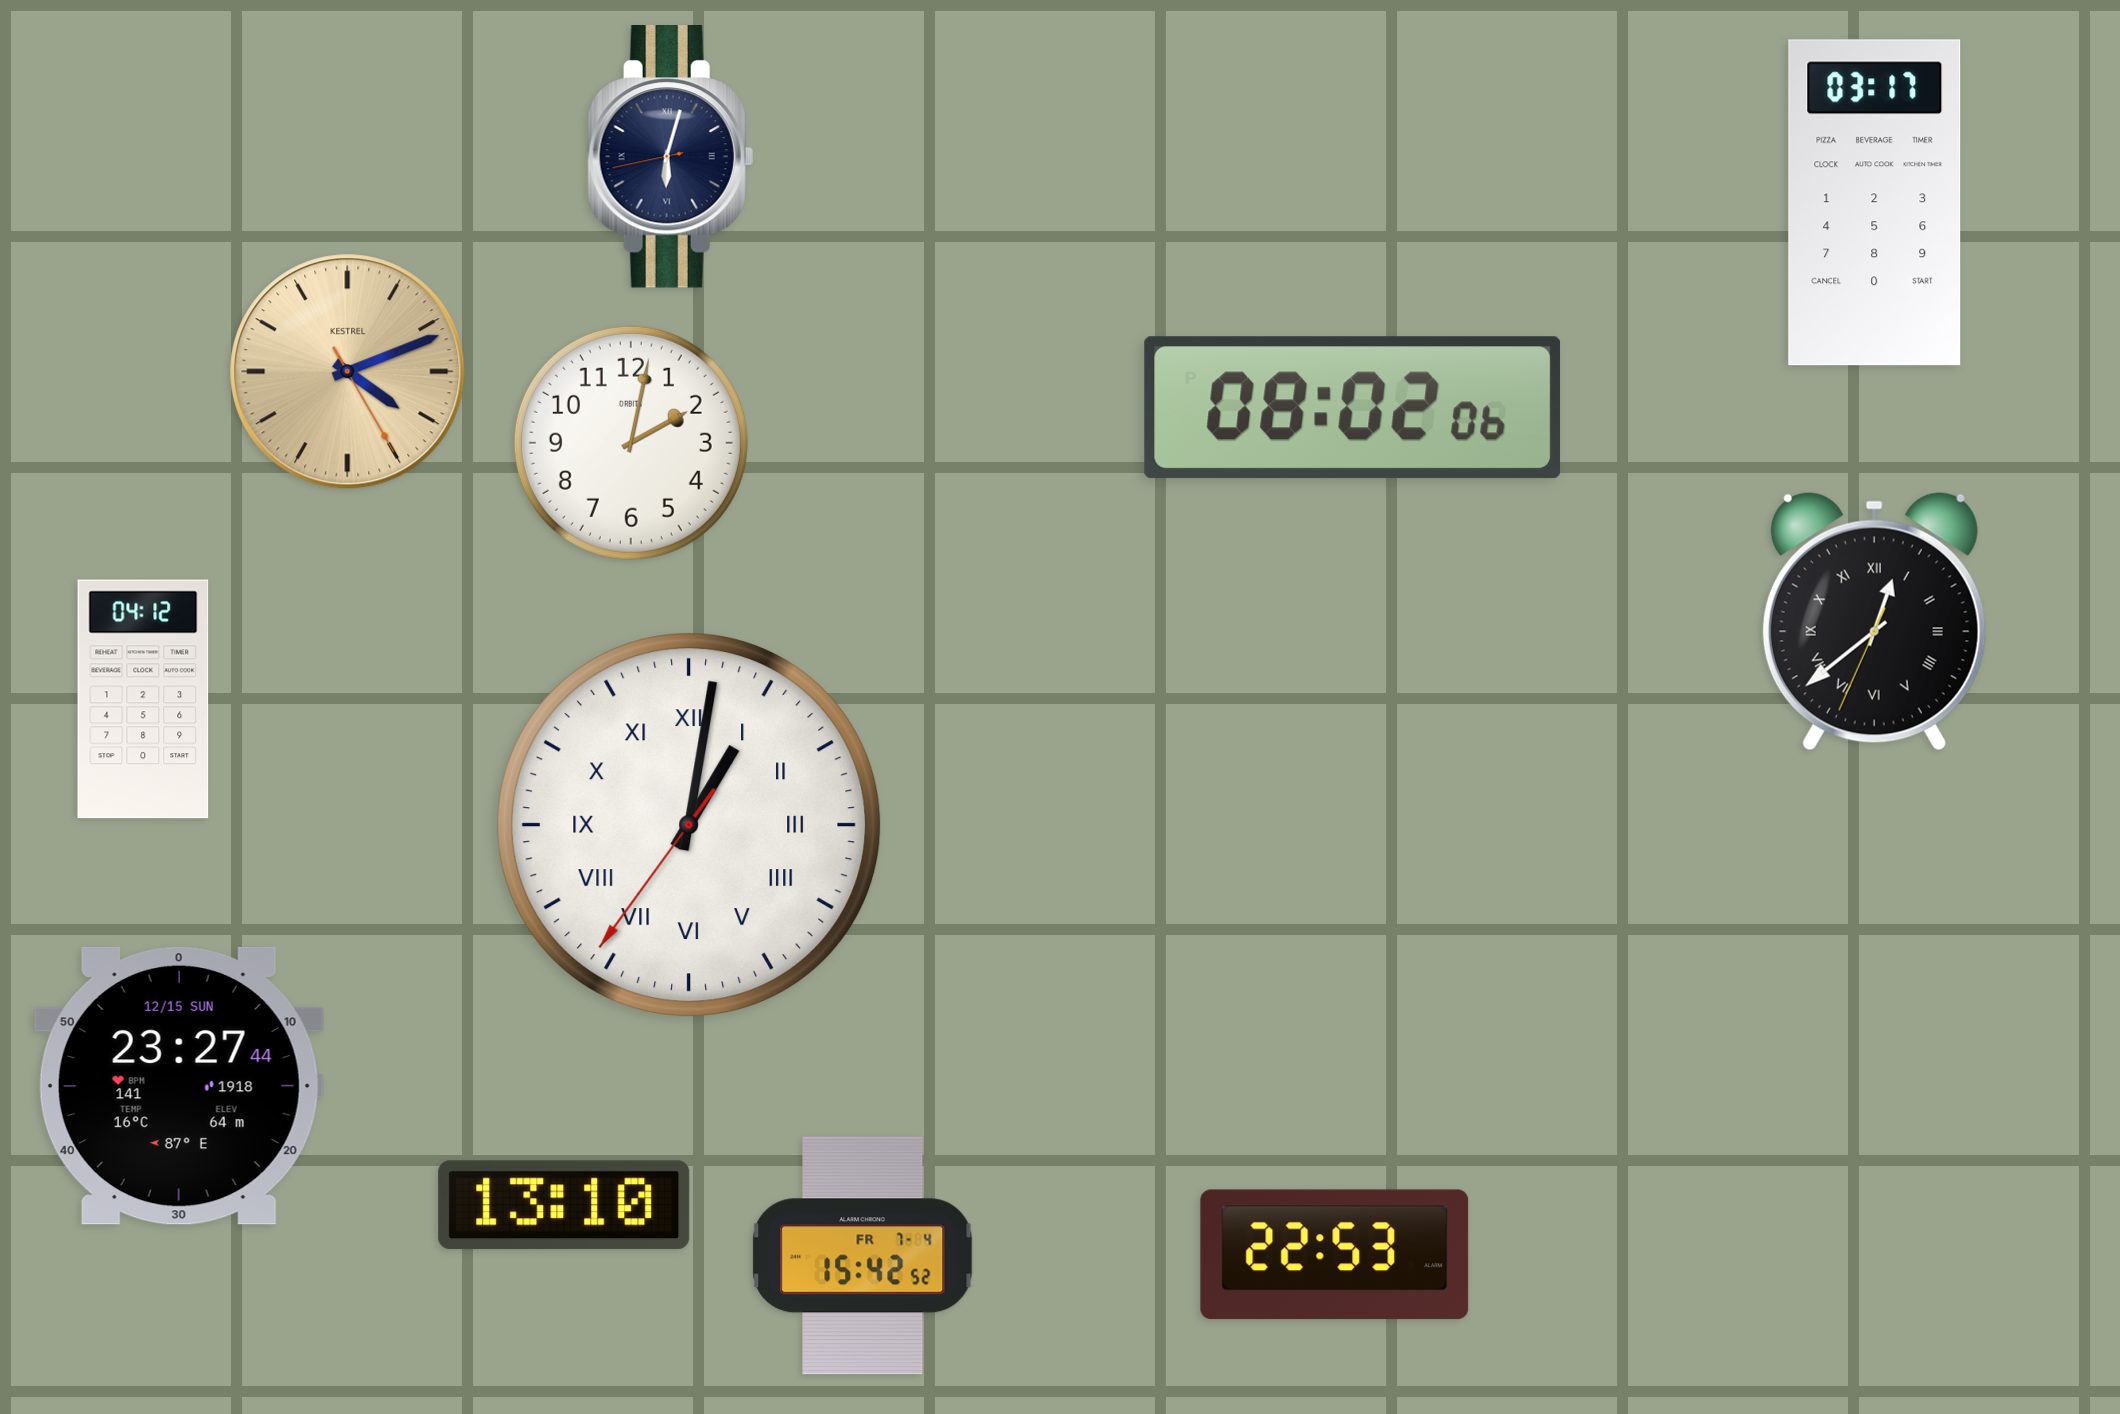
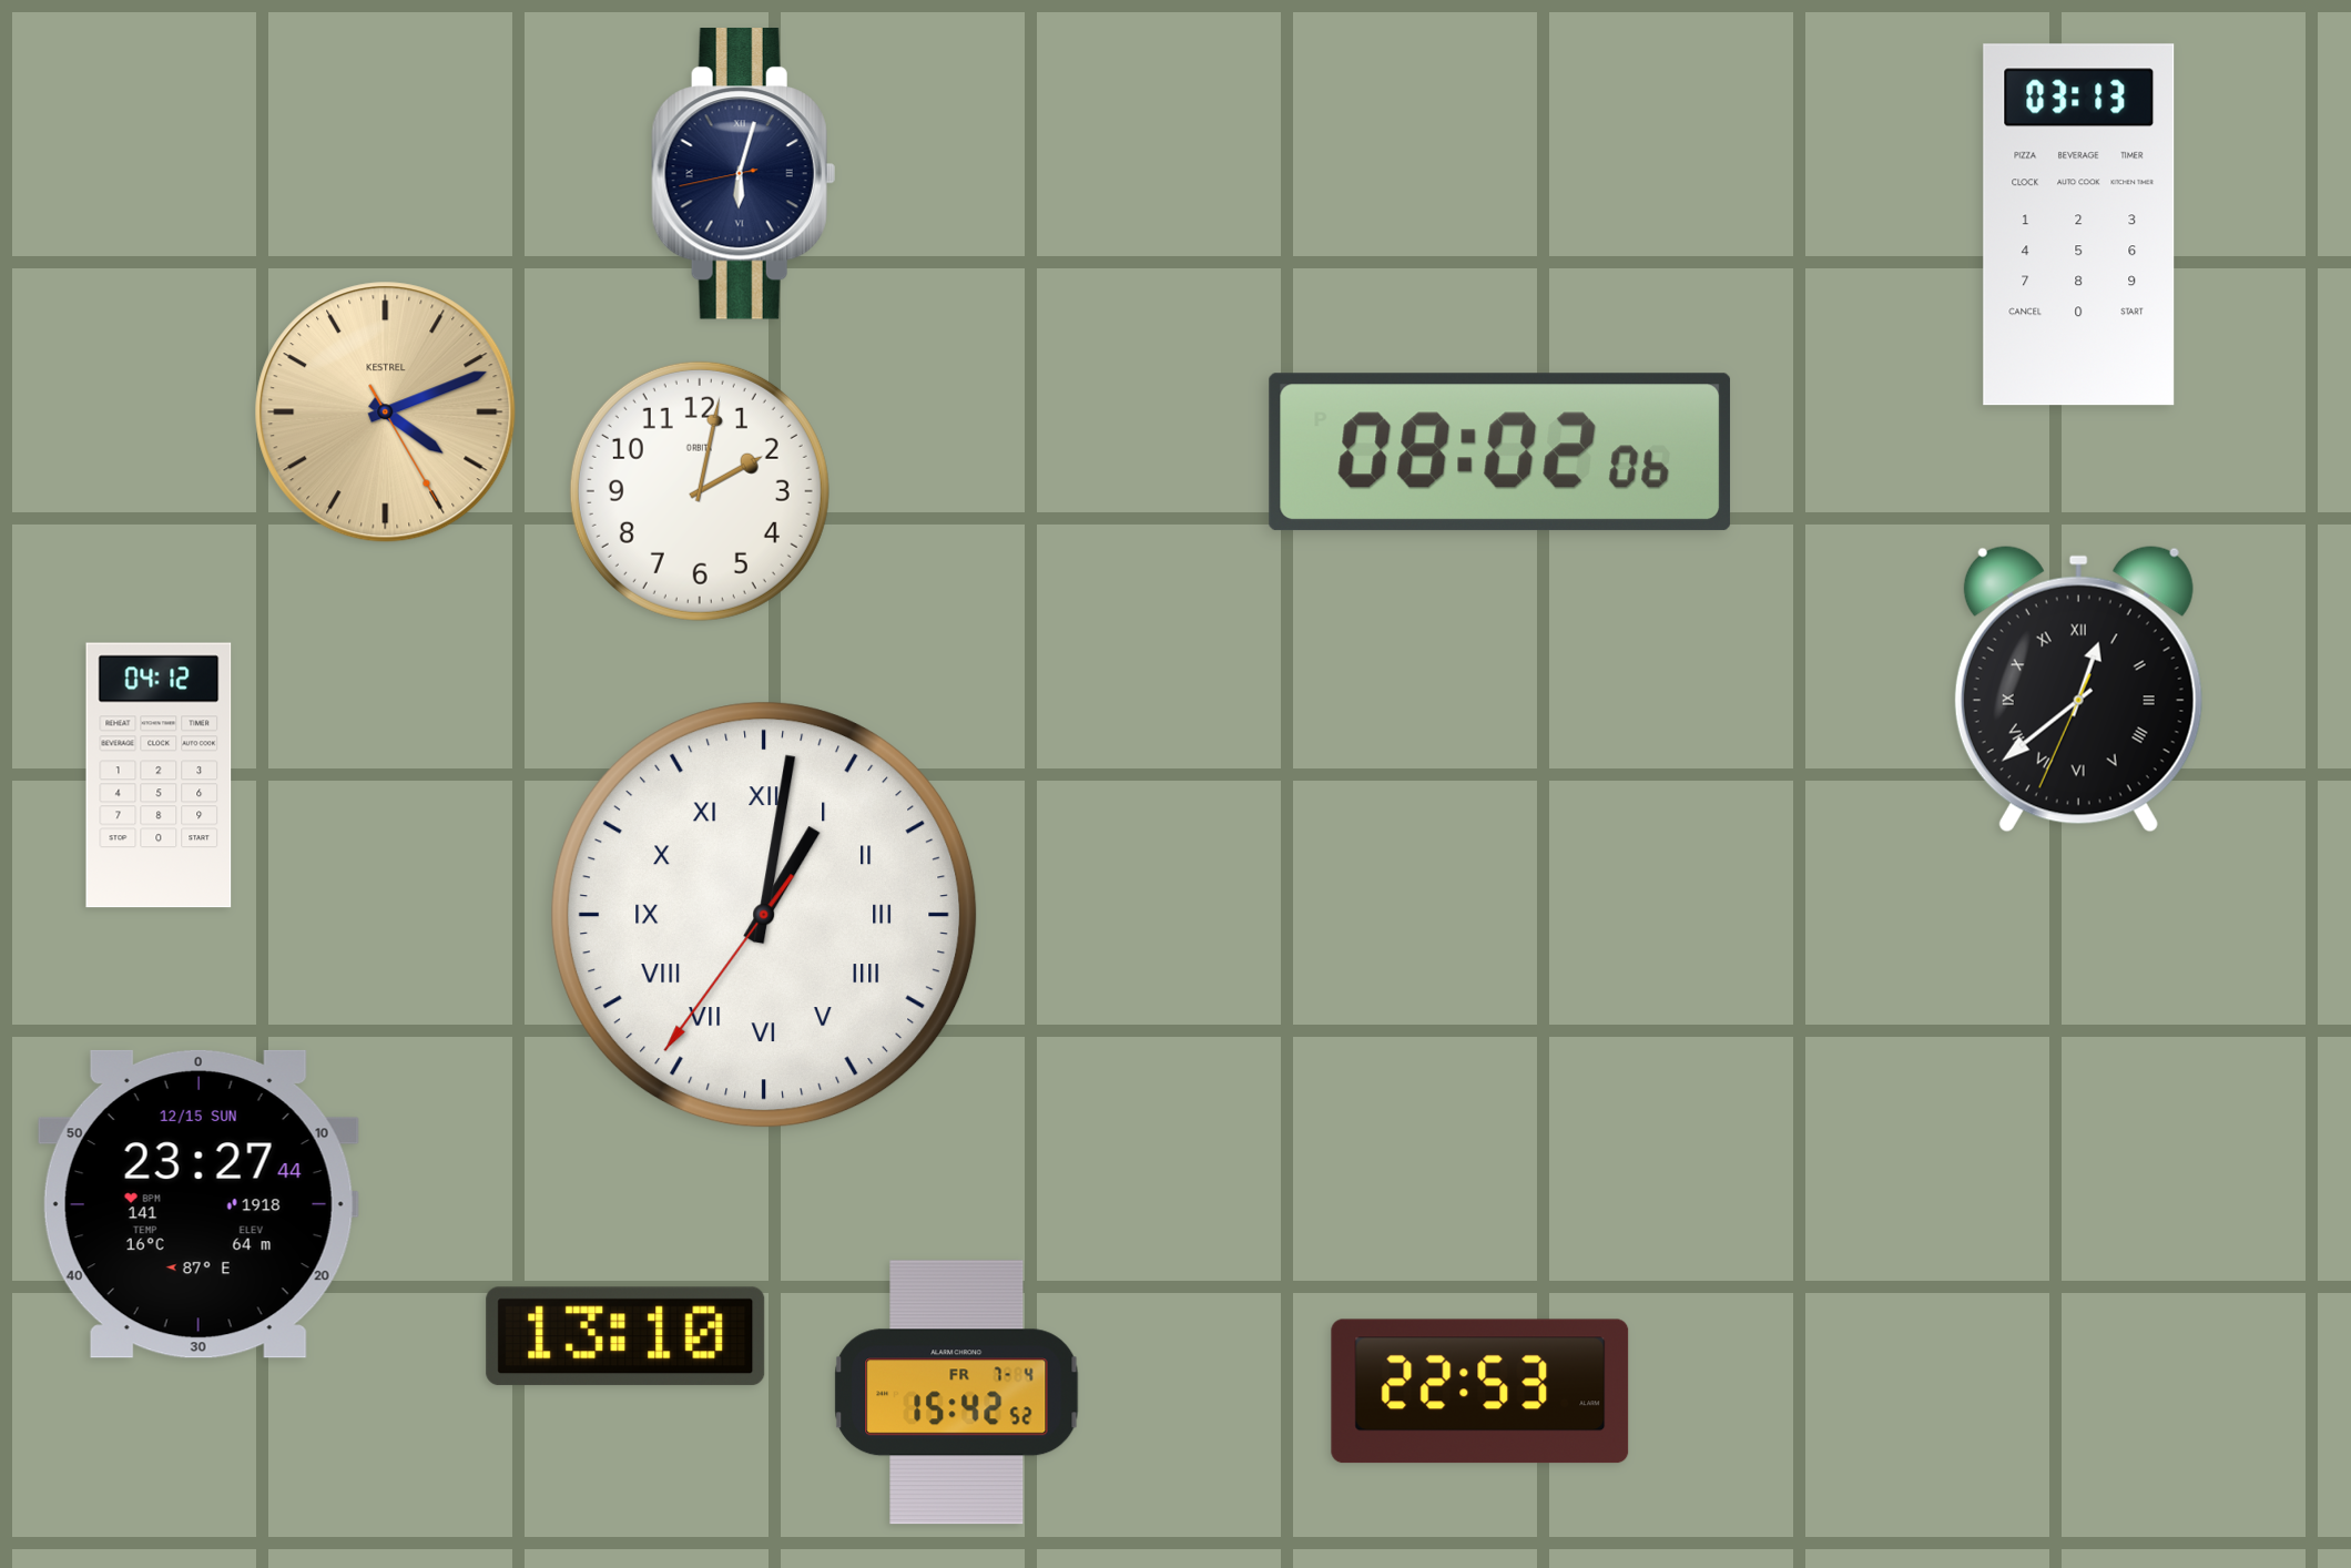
clock at (1875, 203): 03:17 -> 03:13
